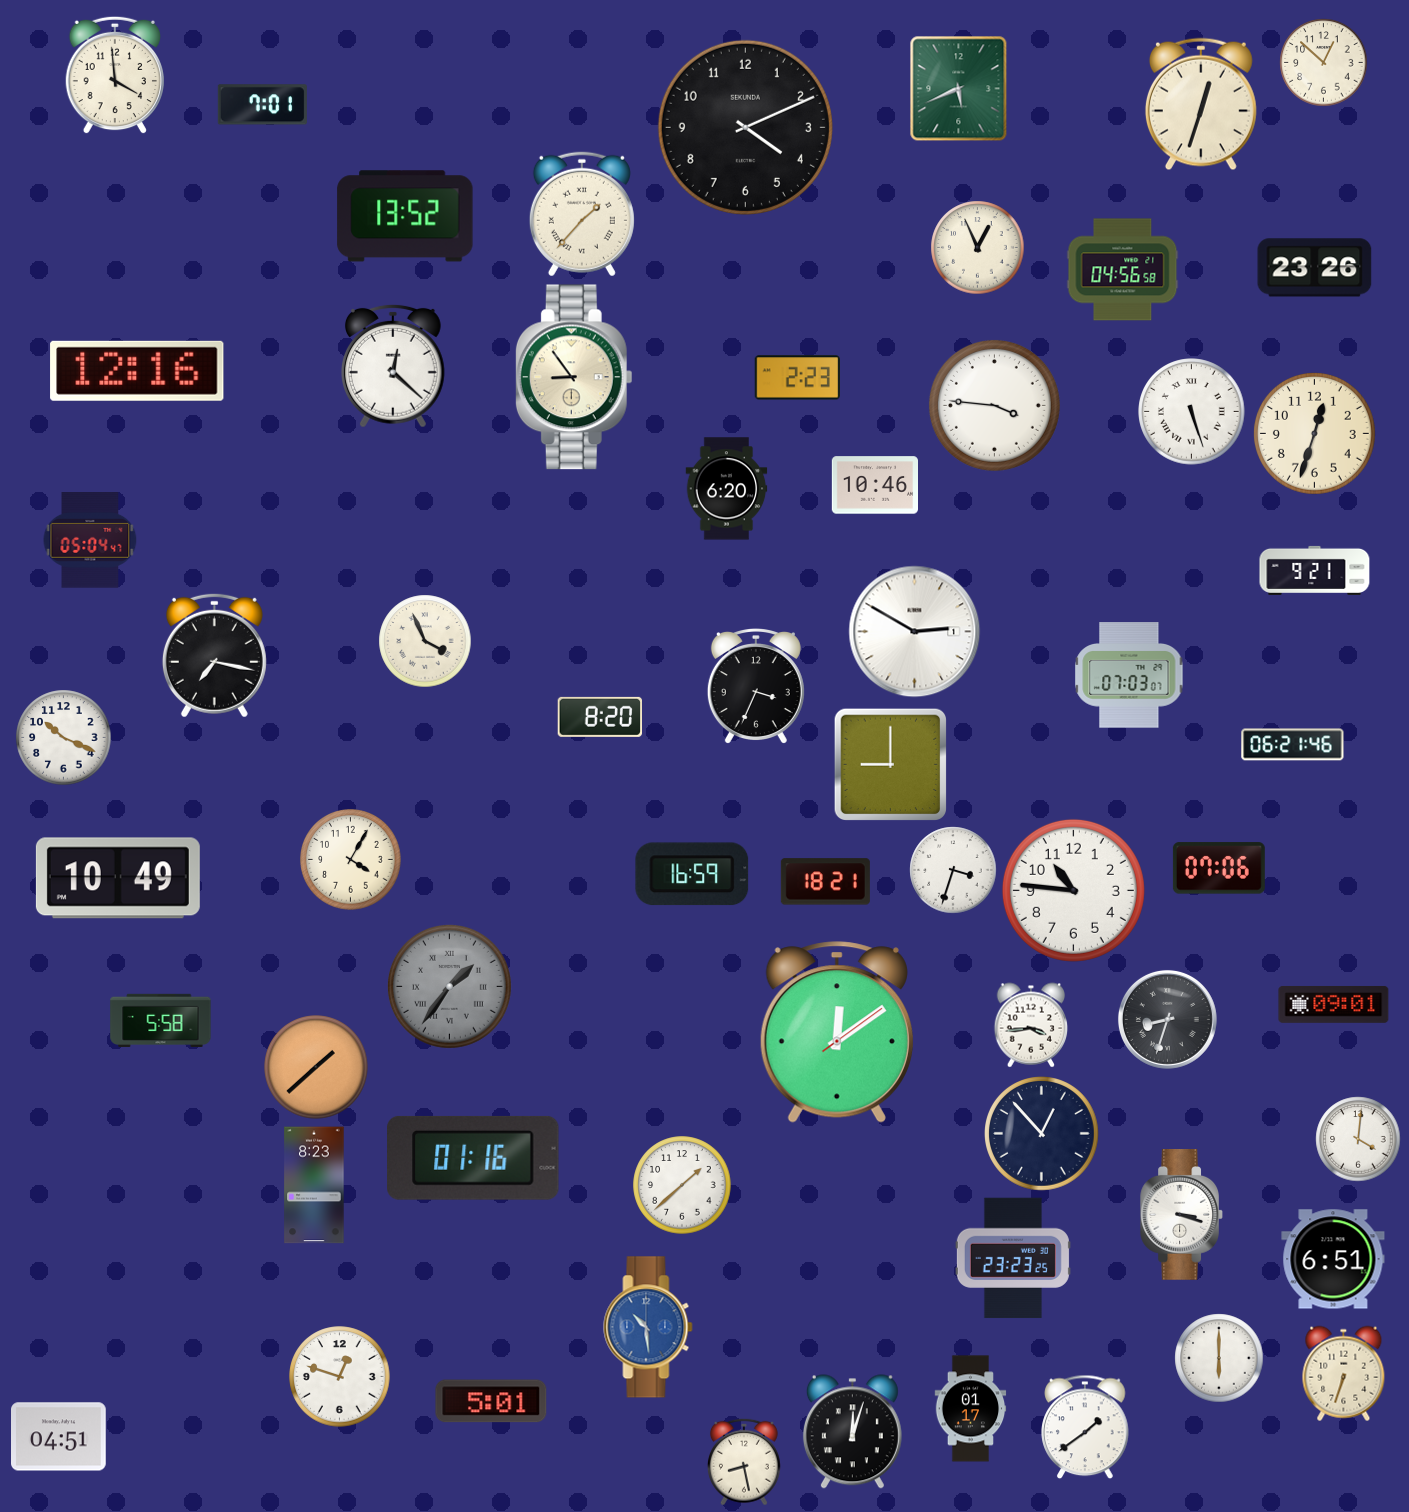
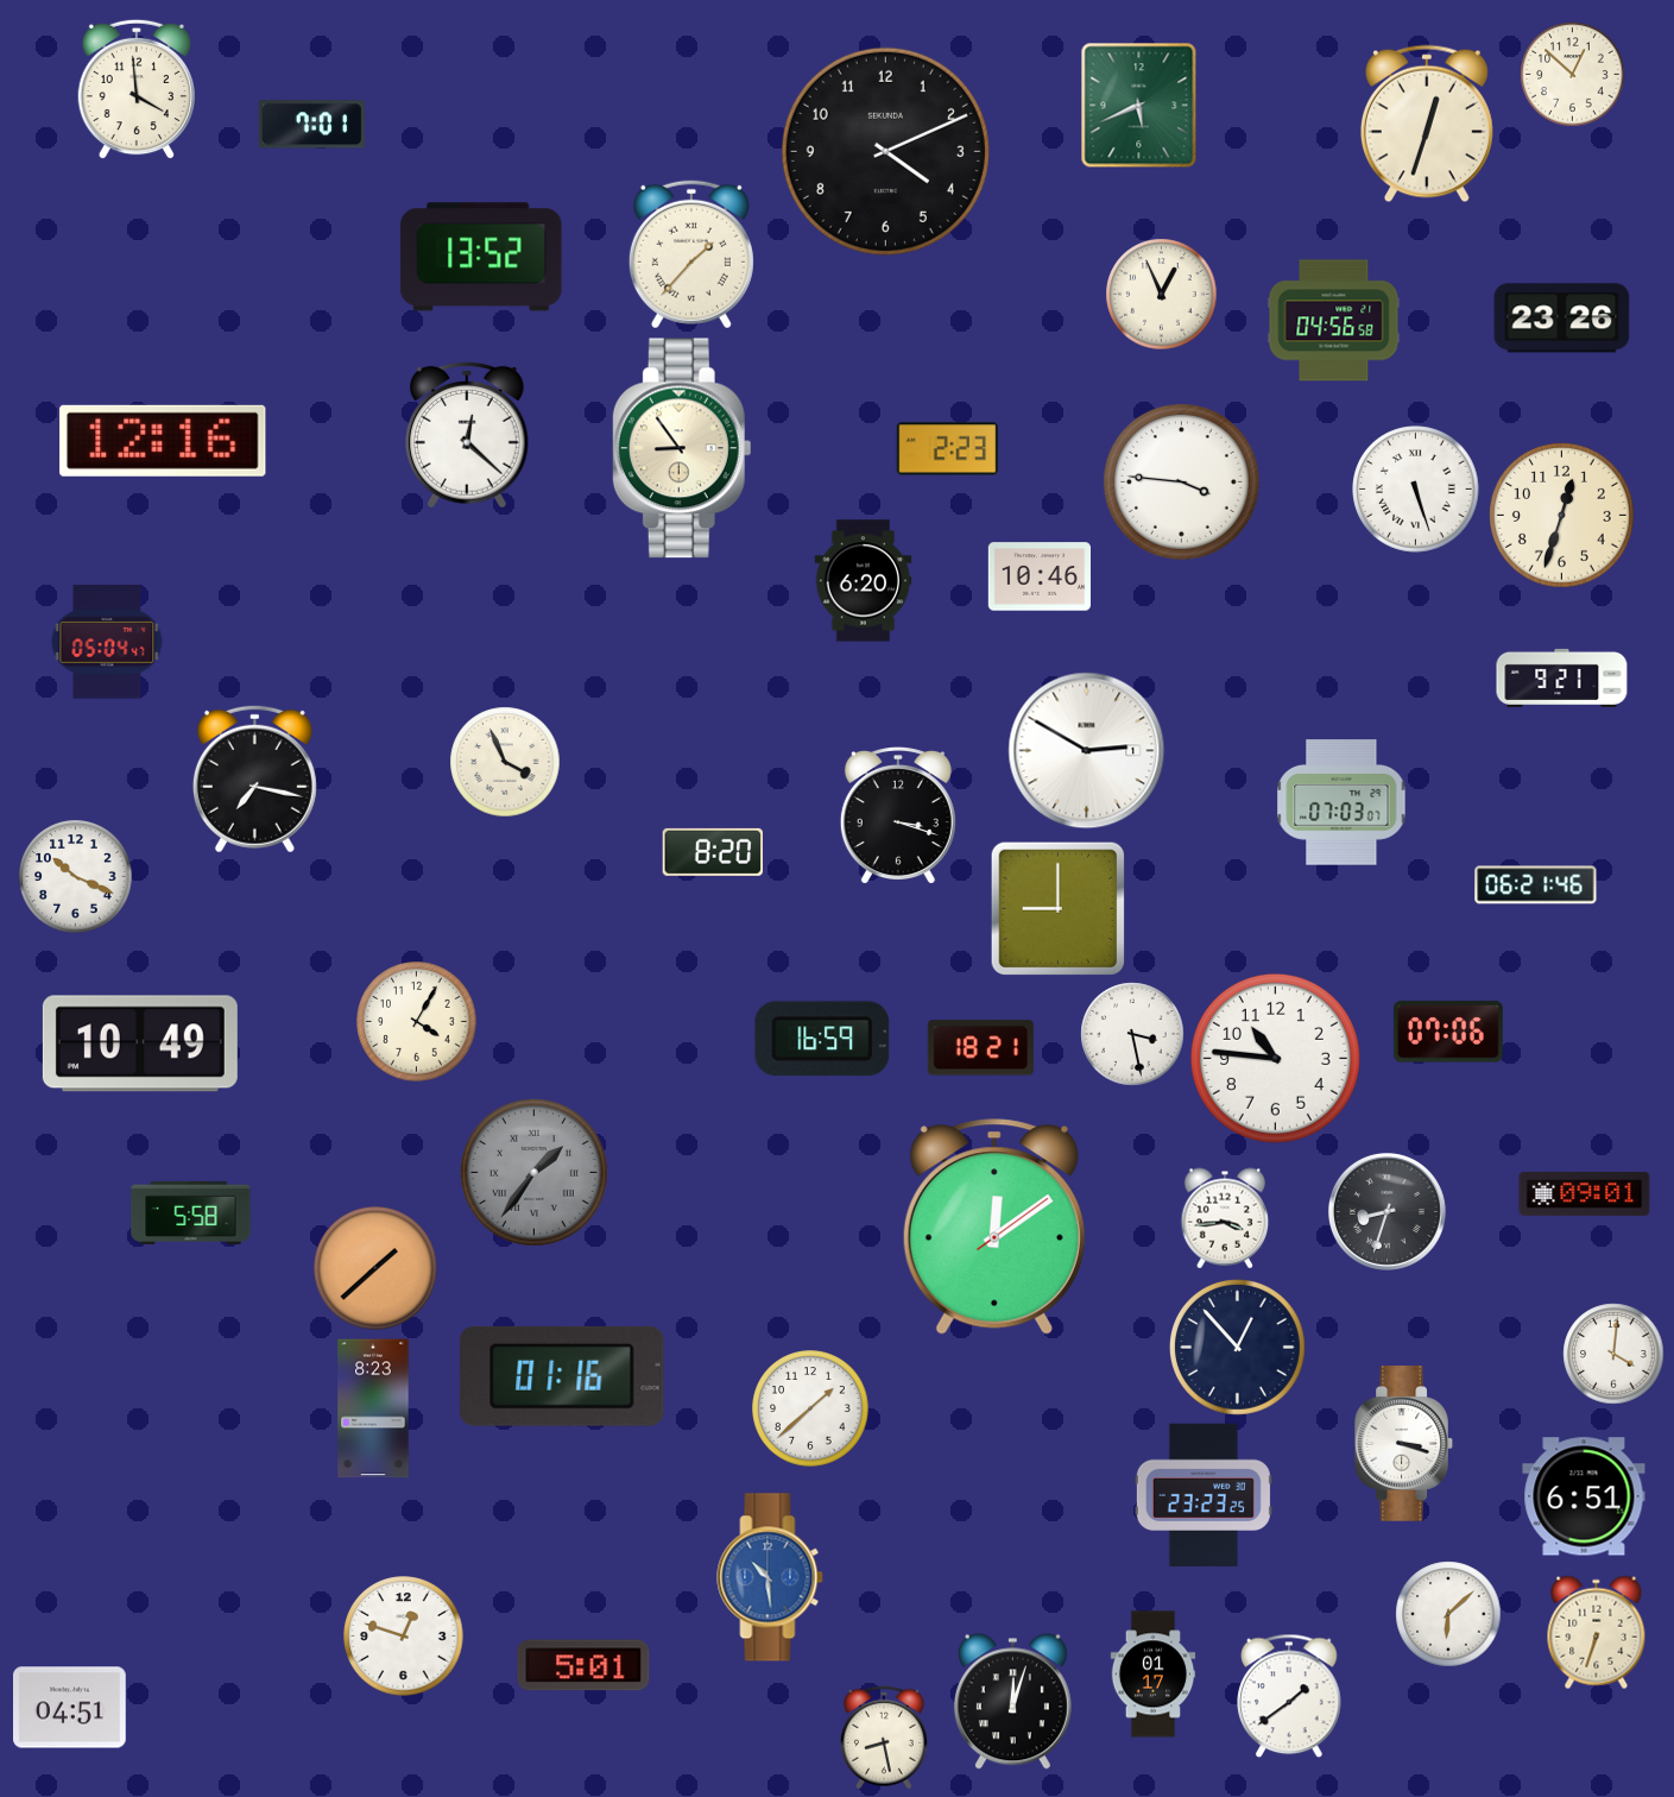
clock at (756, 686): 3:34 -> 3:18
clock at (953, 870): 3:33 -> 3:28
clock at (1219, 1358): 6:00 -> 6:08
